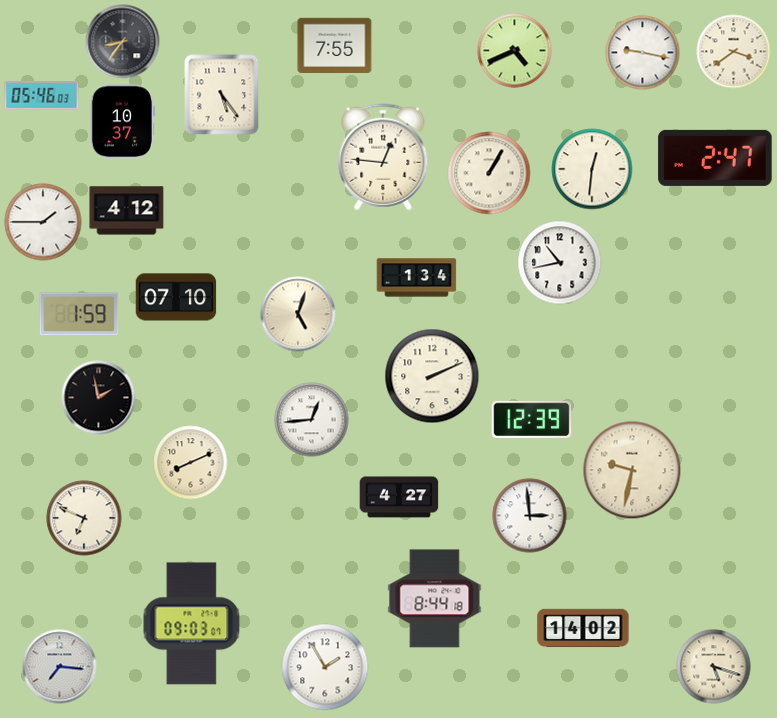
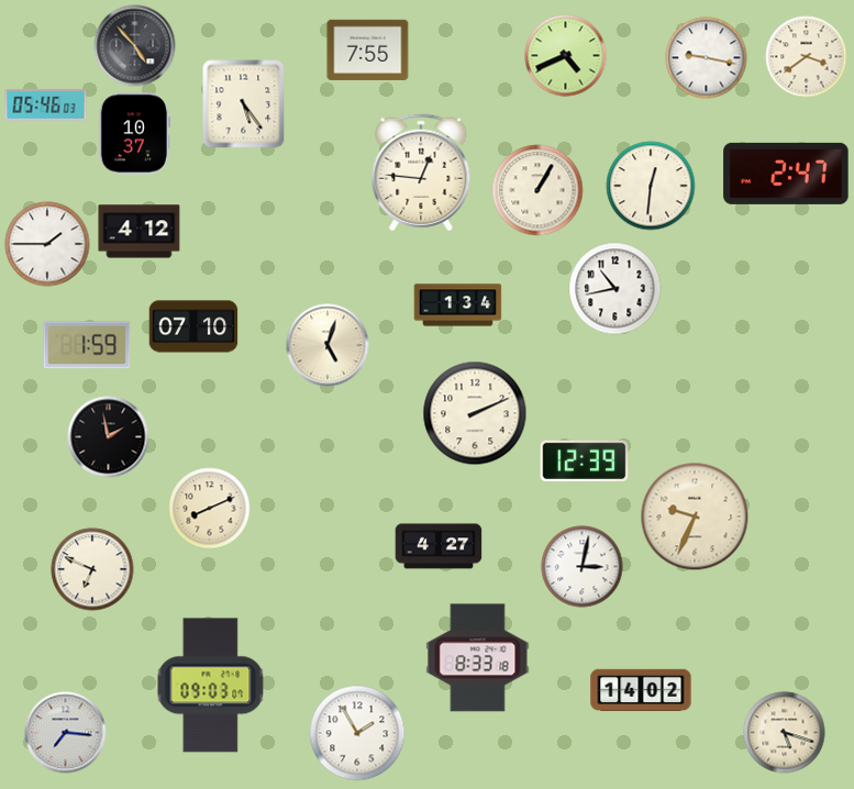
clock at (123, 42): 8:36 -> 4:53
clock at (312, 420): 12:44 -> none
clock at (632, 470): 9:32 -> 9:34
clock at (530, 516): 2:59 -> 3:02
clock at (435, 599): 8:44 -> 8:33
